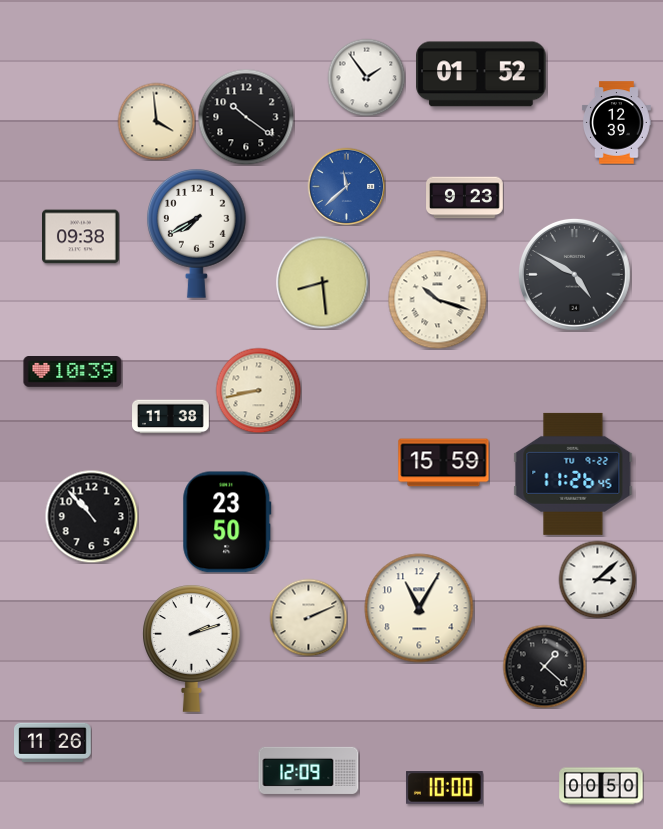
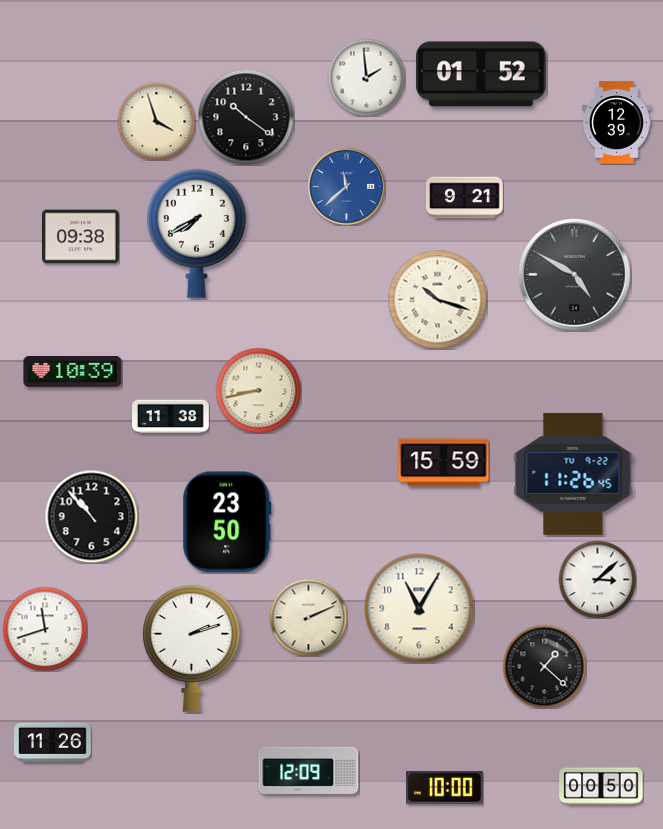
clock at (366, 77): 1:54 -> 1:59
clock at (156, 121): 3:59 -> 3:57
clock at (465, 198): 9:23 -> 9:21
clock at (322, 282): 8:29 -> none
clock at (45, 629): none -> 11:42
